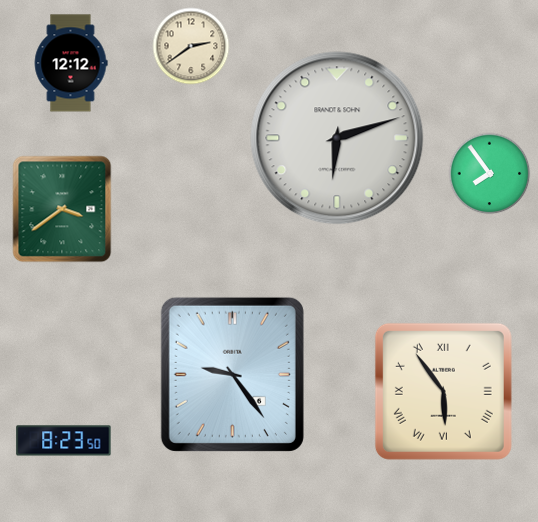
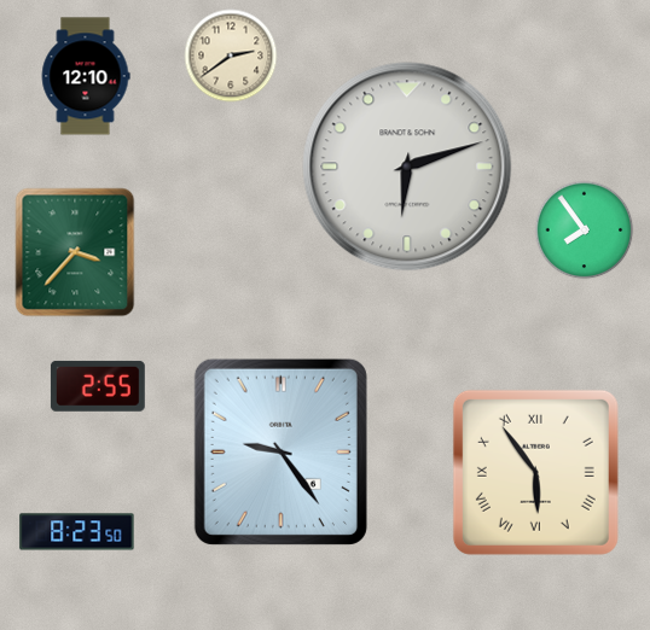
clock at (71, 63): 12:12 -> 12:10
clock at (490, 174) position: (490, 174) -> (585, 231)
clock at (62, 209): 3:39 -> 3:37
clock at (98, 386): none -> 2:55
